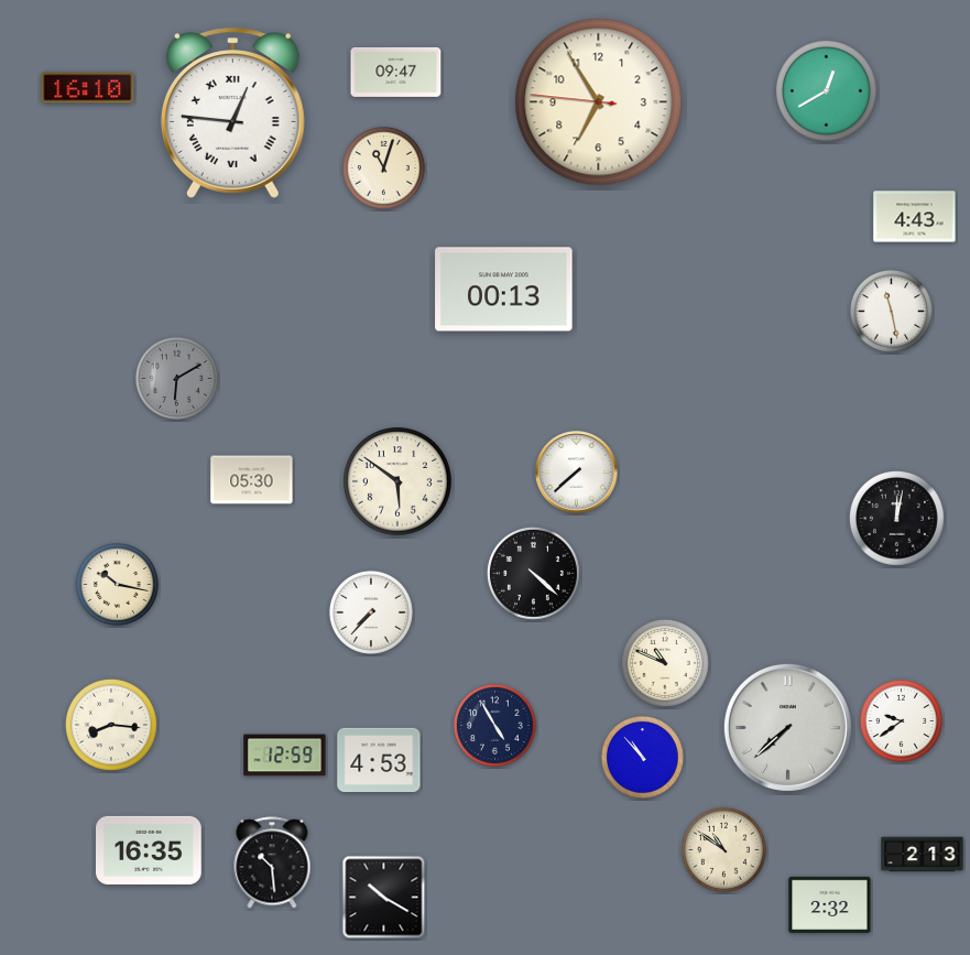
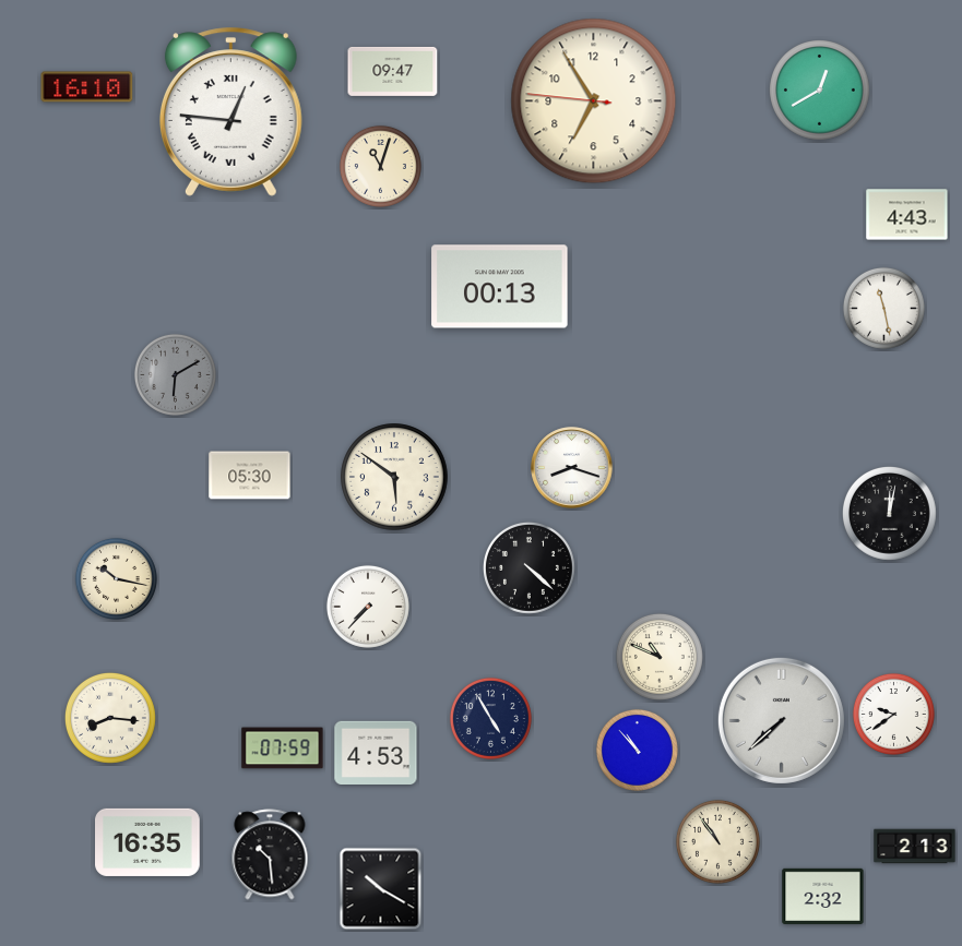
clock at (577, 473): 7:38 -> 8:18
clock at (285, 756): 12:59 -> 07:59
clock at (723, 849): 10:51 -> 10:54
